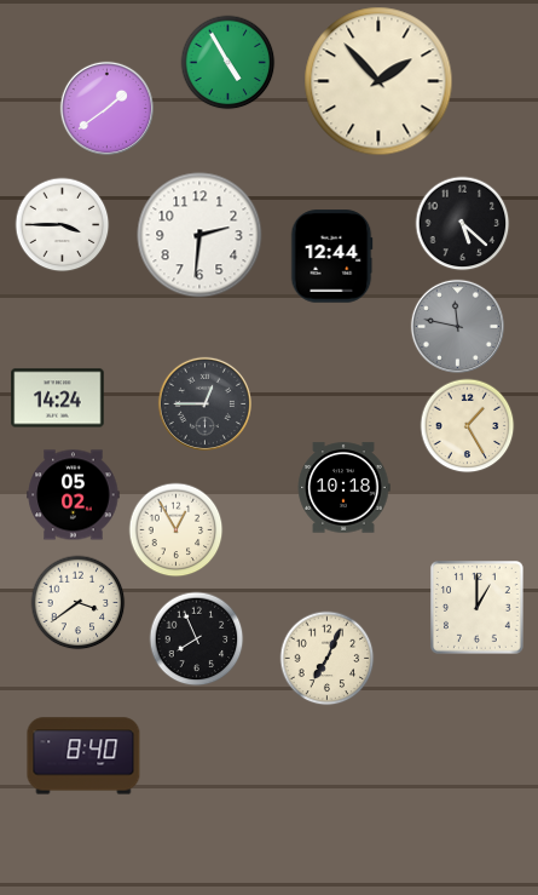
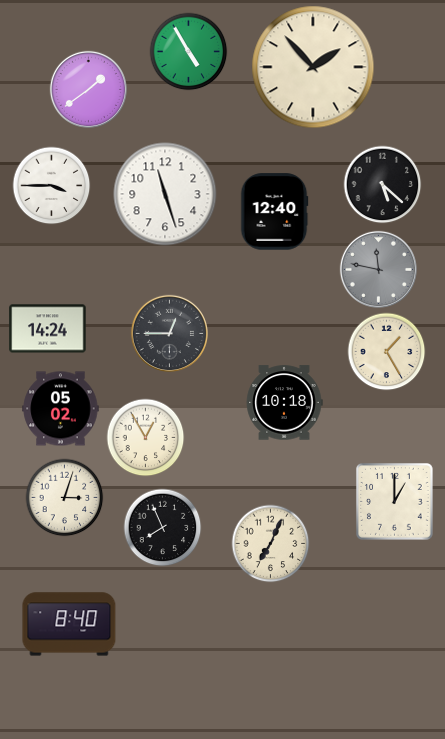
clock at (199, 235): 2:31 -> 11:27
clock at (331, 257): 12:44 -> 12:40
clock at (77, 602): 3:39 -> 3:03
